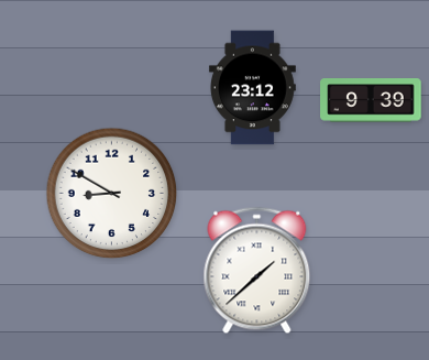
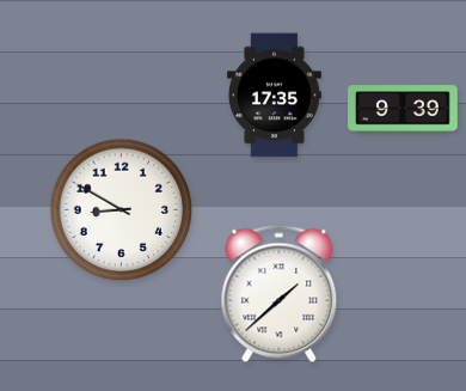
clock at (252, 88): 23:12 -> 17:35
